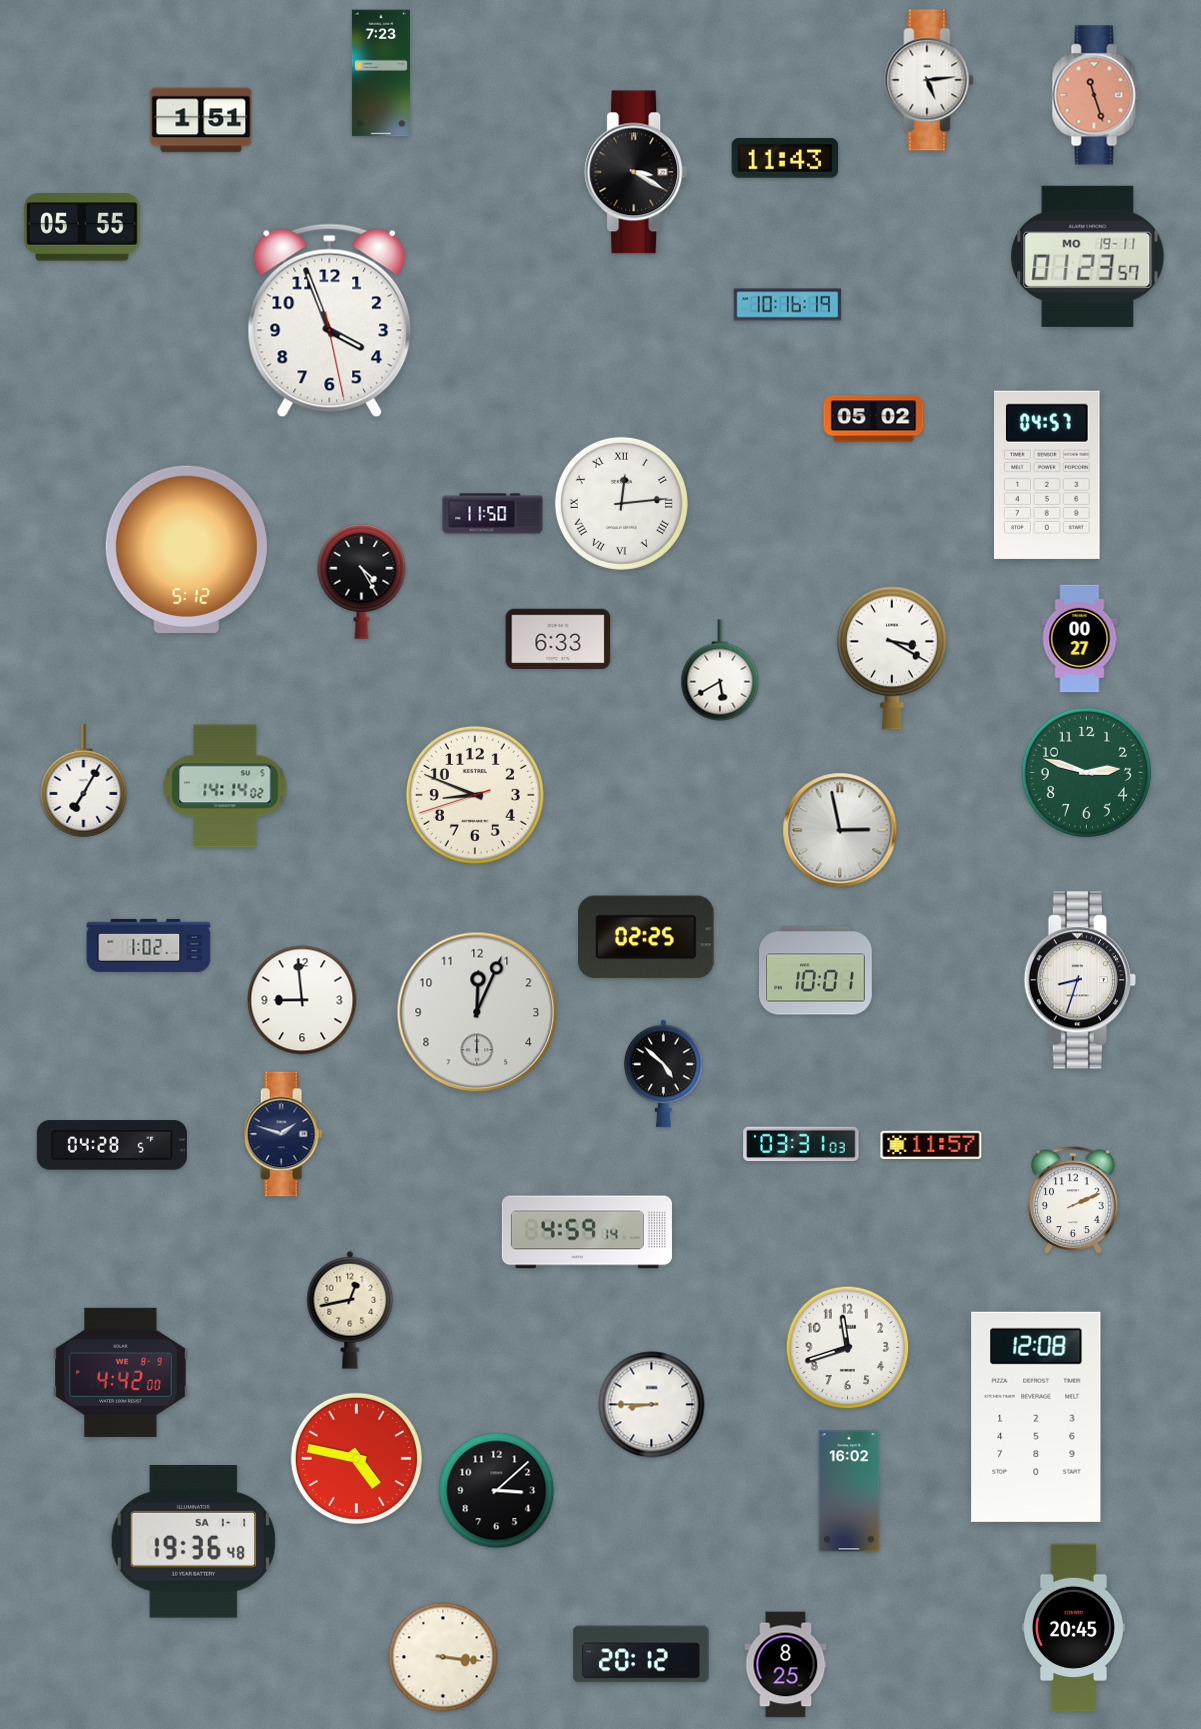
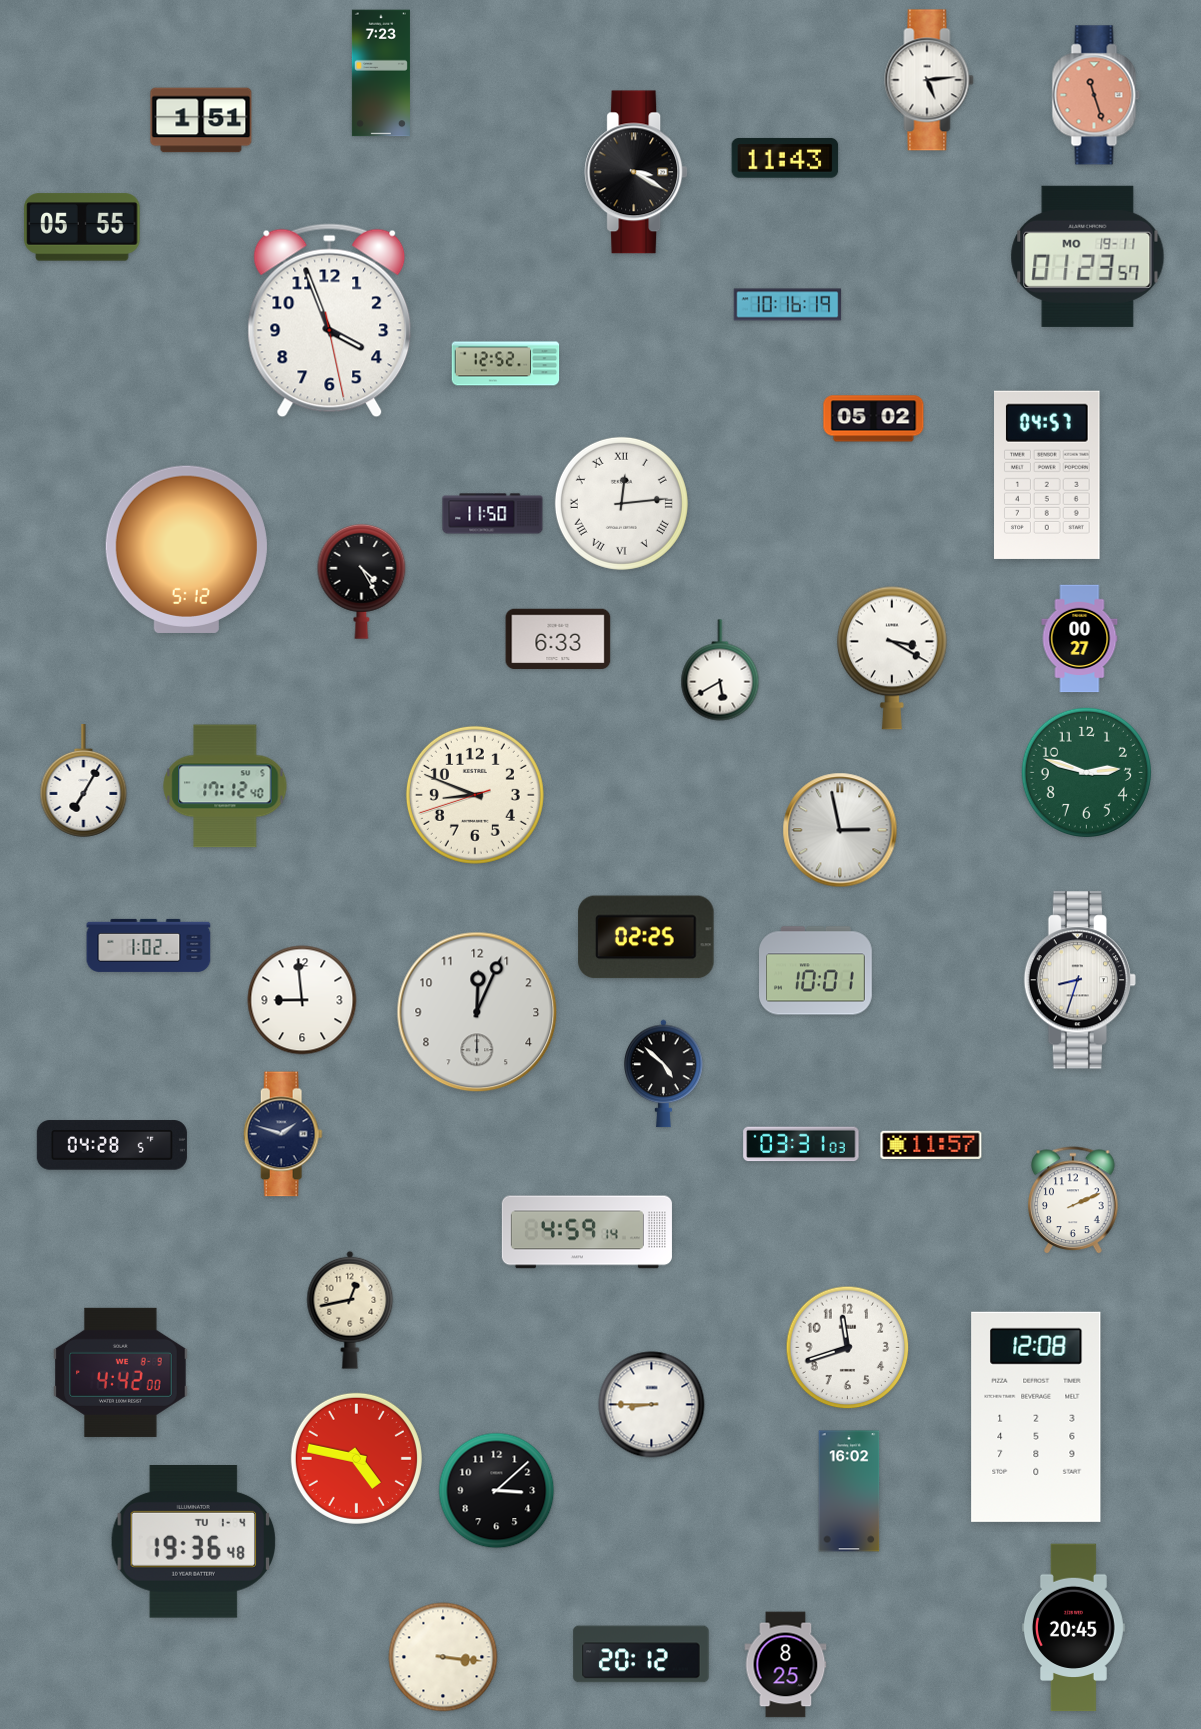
clock at (506, 364): none -> 12:52
clock at (225, 786): 14:14 -> 17:12
clock at (194, 1542) date: SA 1-1 -> TU 1-4
